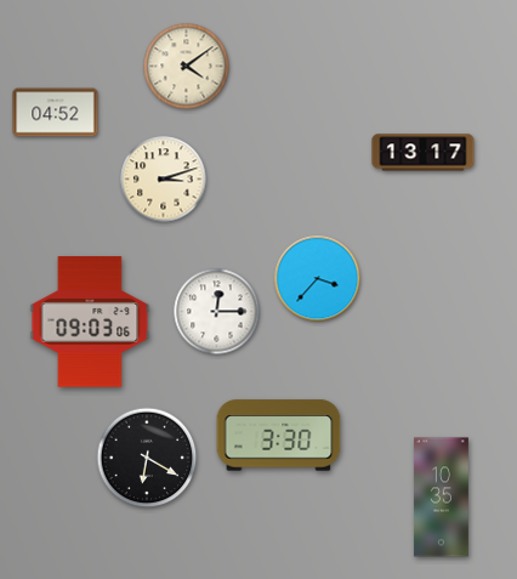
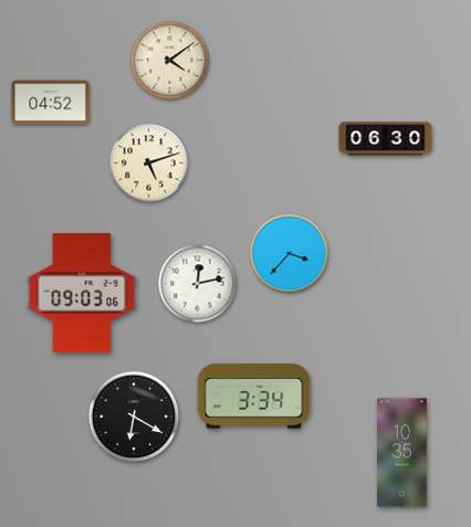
clock at (424, 153): 13:17 -> 06:30
clock at (164, 180): 3:12 -> 5:12
clock at (217, 312): 12:15 -> 12:13
clock at (279, 436): 3:30 -> 3:34
